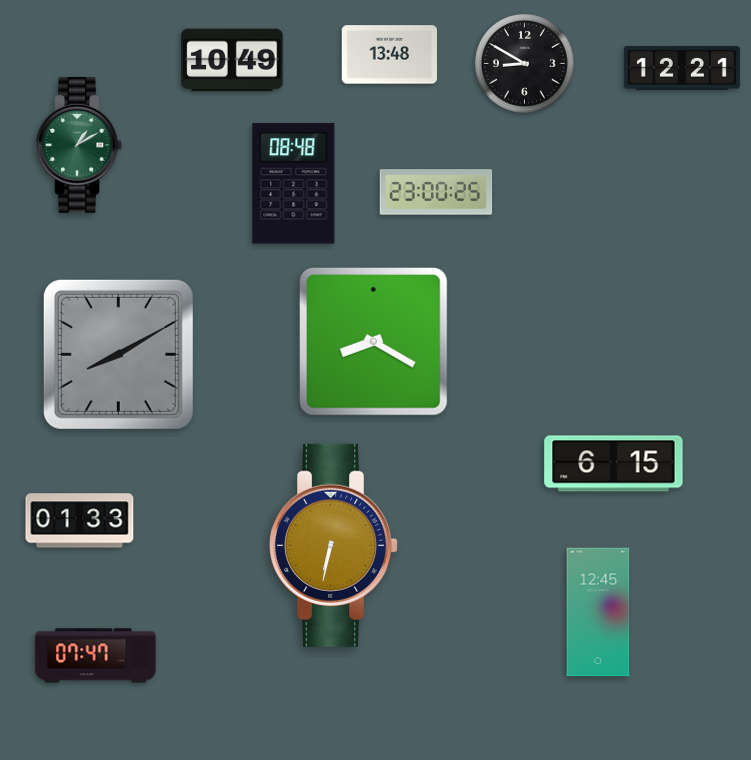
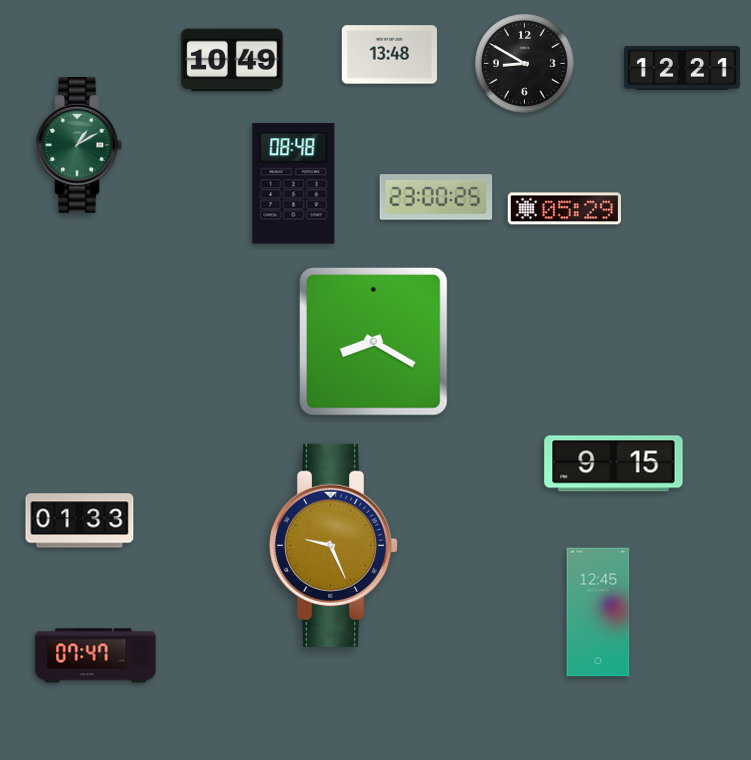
clock at (436, 192) position: (436, 192) -> (436, 197)
clock at (564, 209): none -> 05:29
clock at (118, 354): 8:10 -> none
clock at (614, 464): 6:15 -> 9:15
clock at (335, 545): 6:32 -> 9:26
